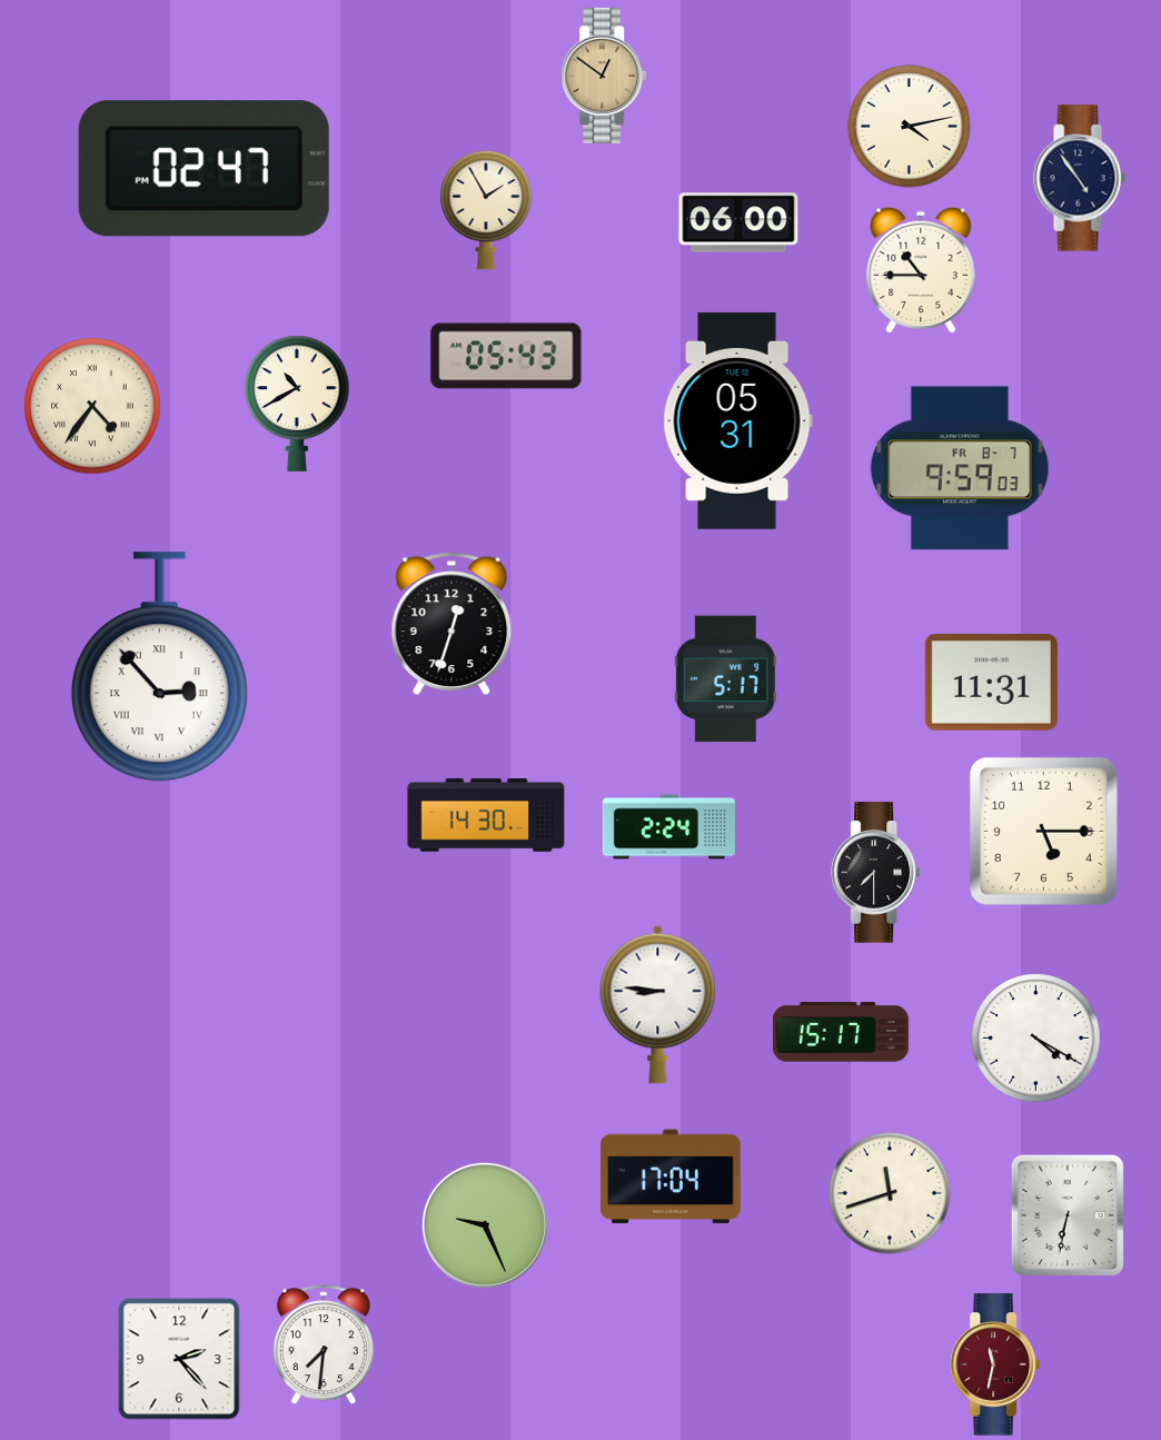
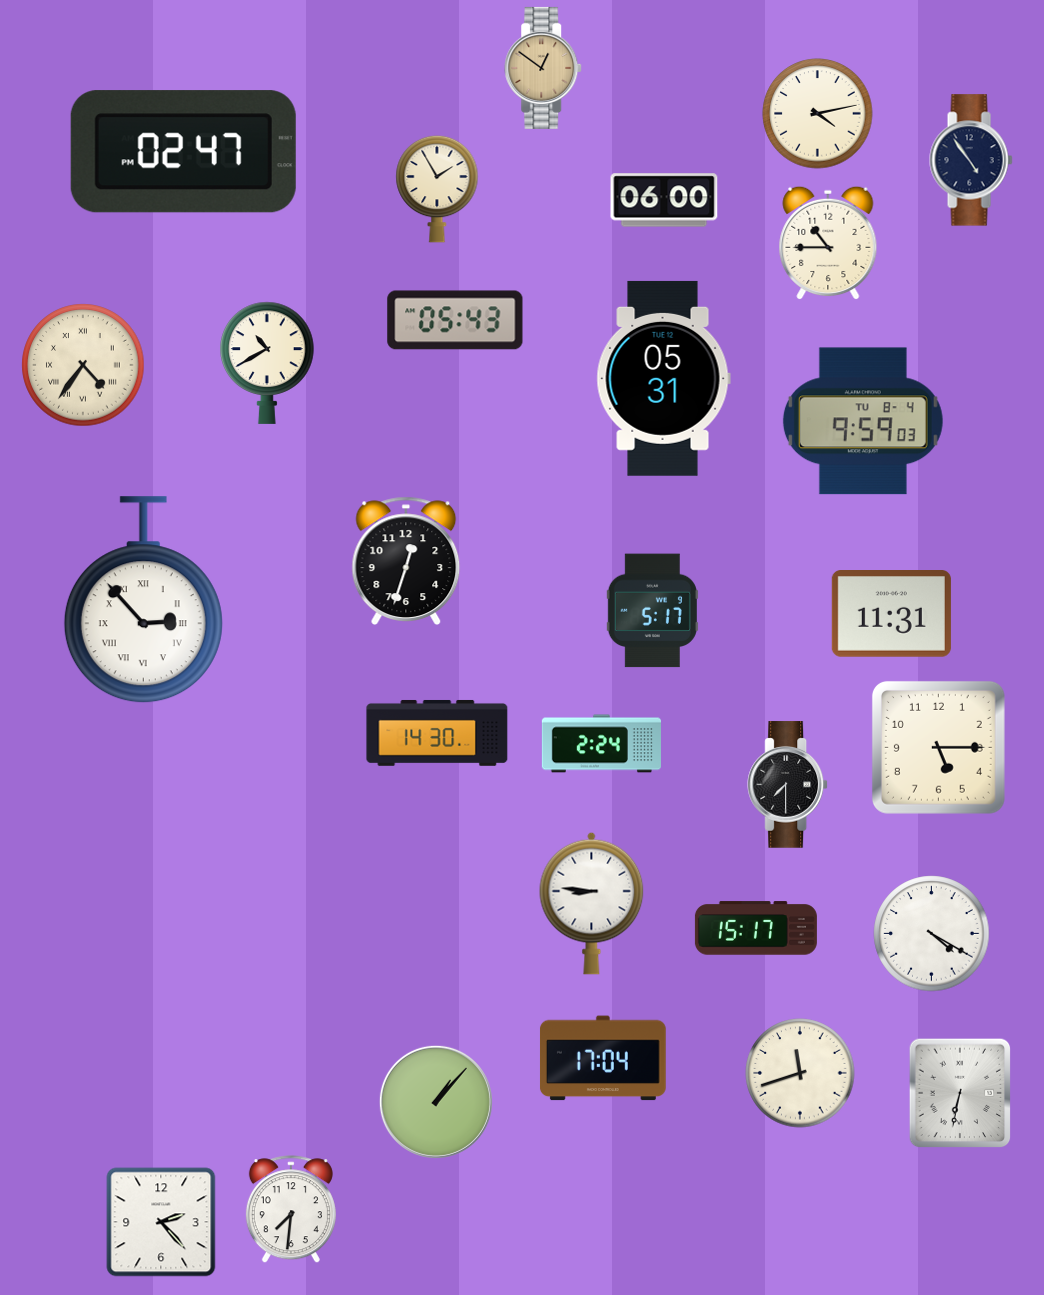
clock at (960, 468) date: FR 8-7 -> TU 8-4
clock at (485, 1225): 9:26 -> 1:07
clock at (994, 1364): 11:32 -> none
